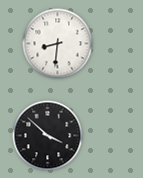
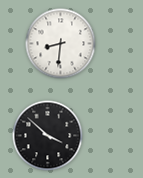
clock at (58, 44) position: (58, 44) -> (61, 44)
